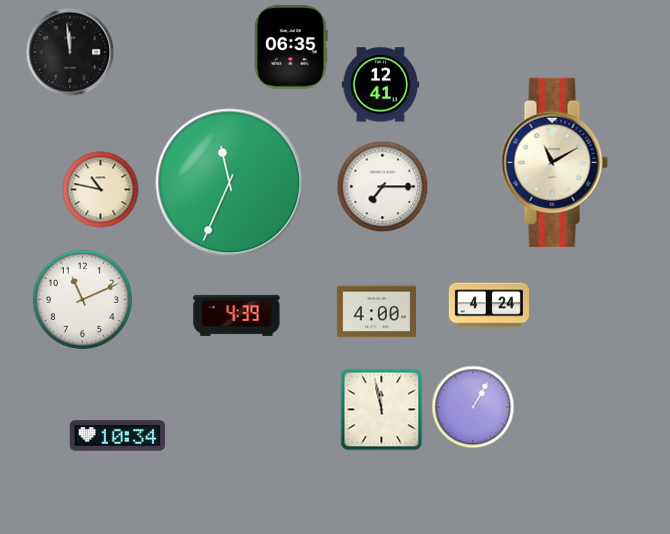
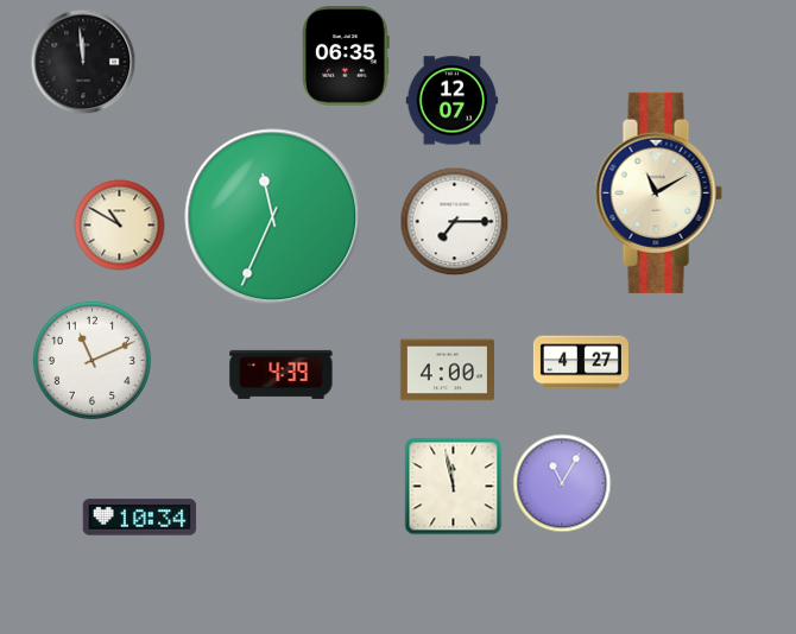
clock at (381, 85): 12:41 -> 12:07
clock at (101, 190): 10:47 -> 10:50
clock at (82, 299) position: (82, 299) -> (91, 360)
clock at (489, 305): 4:24 -> 4:27
clock at (473, 407): 1:05 -> 11:05
